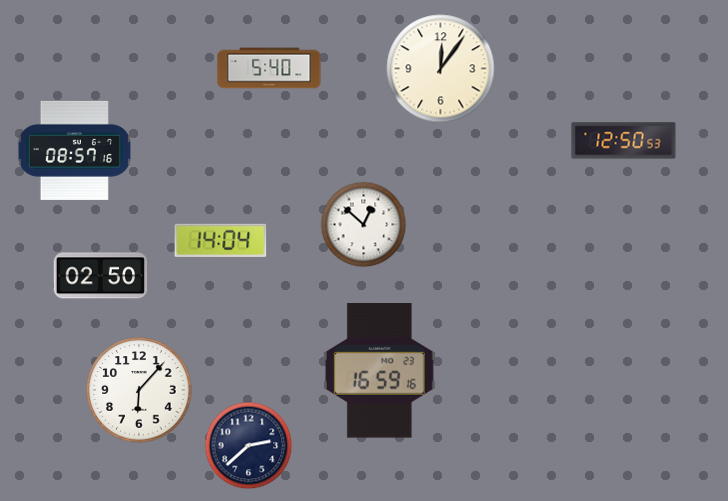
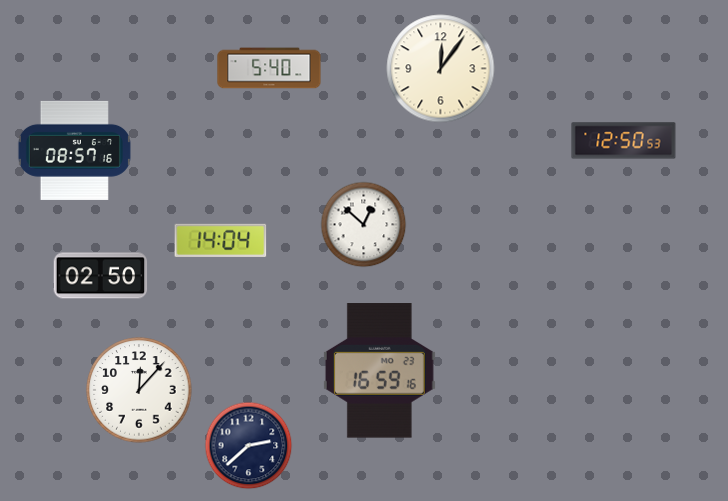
clock at (139, 390): 6:07 -> 12:07
